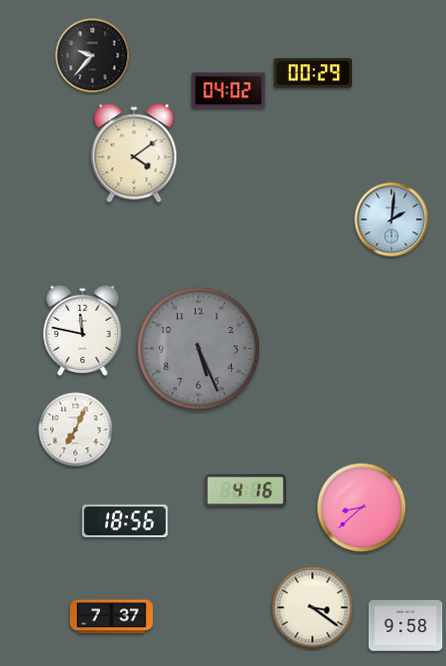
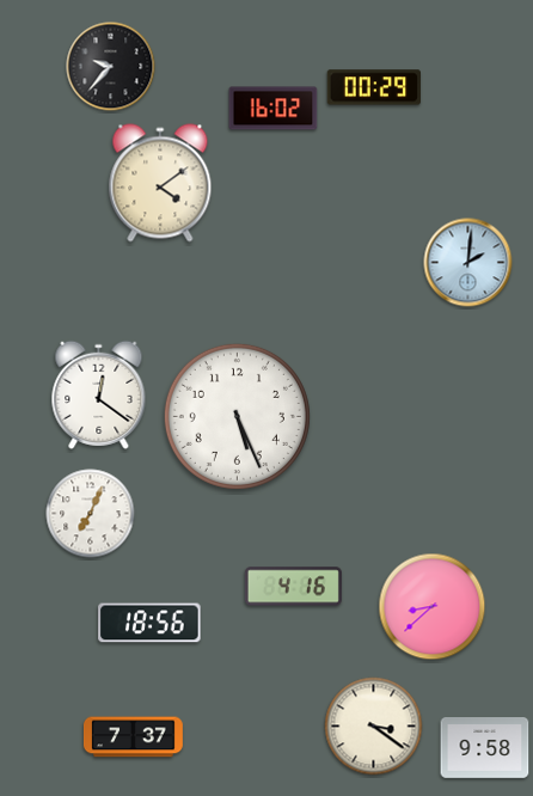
clock at (229, 91): 04:02 -> 16:02
clock at (83, 330): 11:47 -> 12:21
clock at (198, 348) dial: grey -> white
